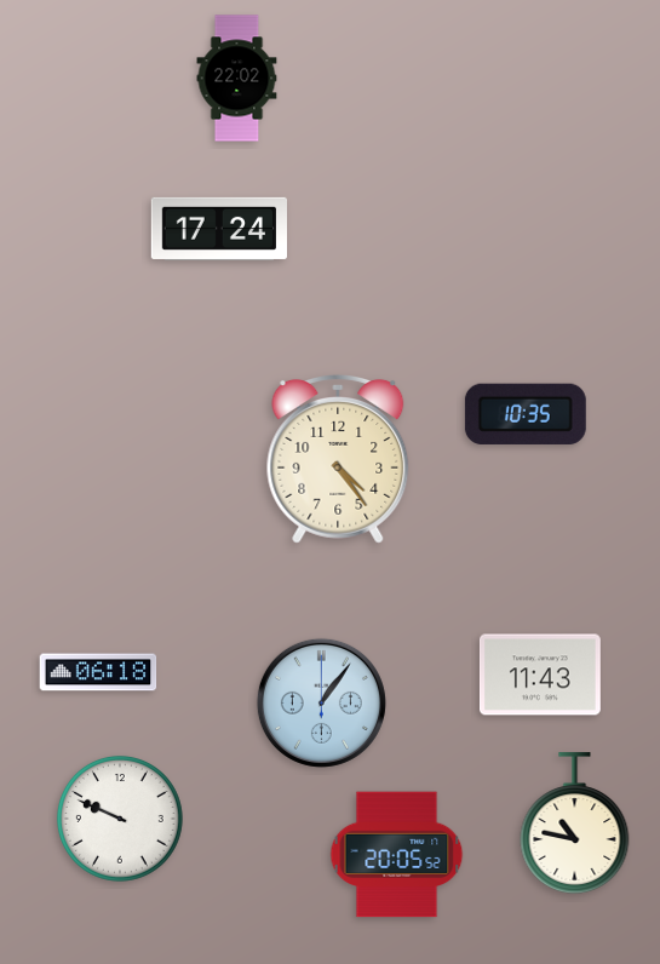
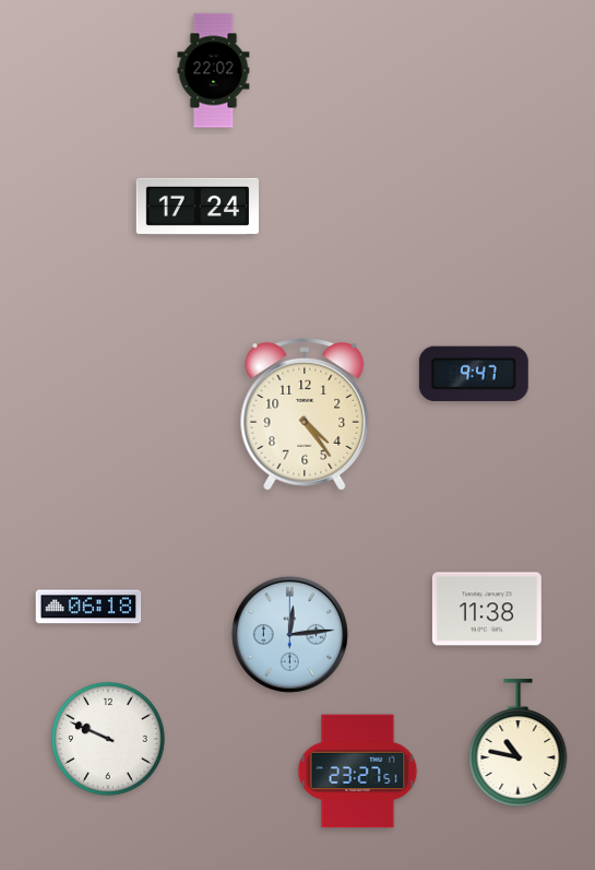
clock at (526, 414): 10:35 -> 9:47
clock at (540, 675): 11:43 -> 11:38
clock at (321, 702): 1:06 -> 12:14
clock at (397, 855): 20:05 -> 23:27
